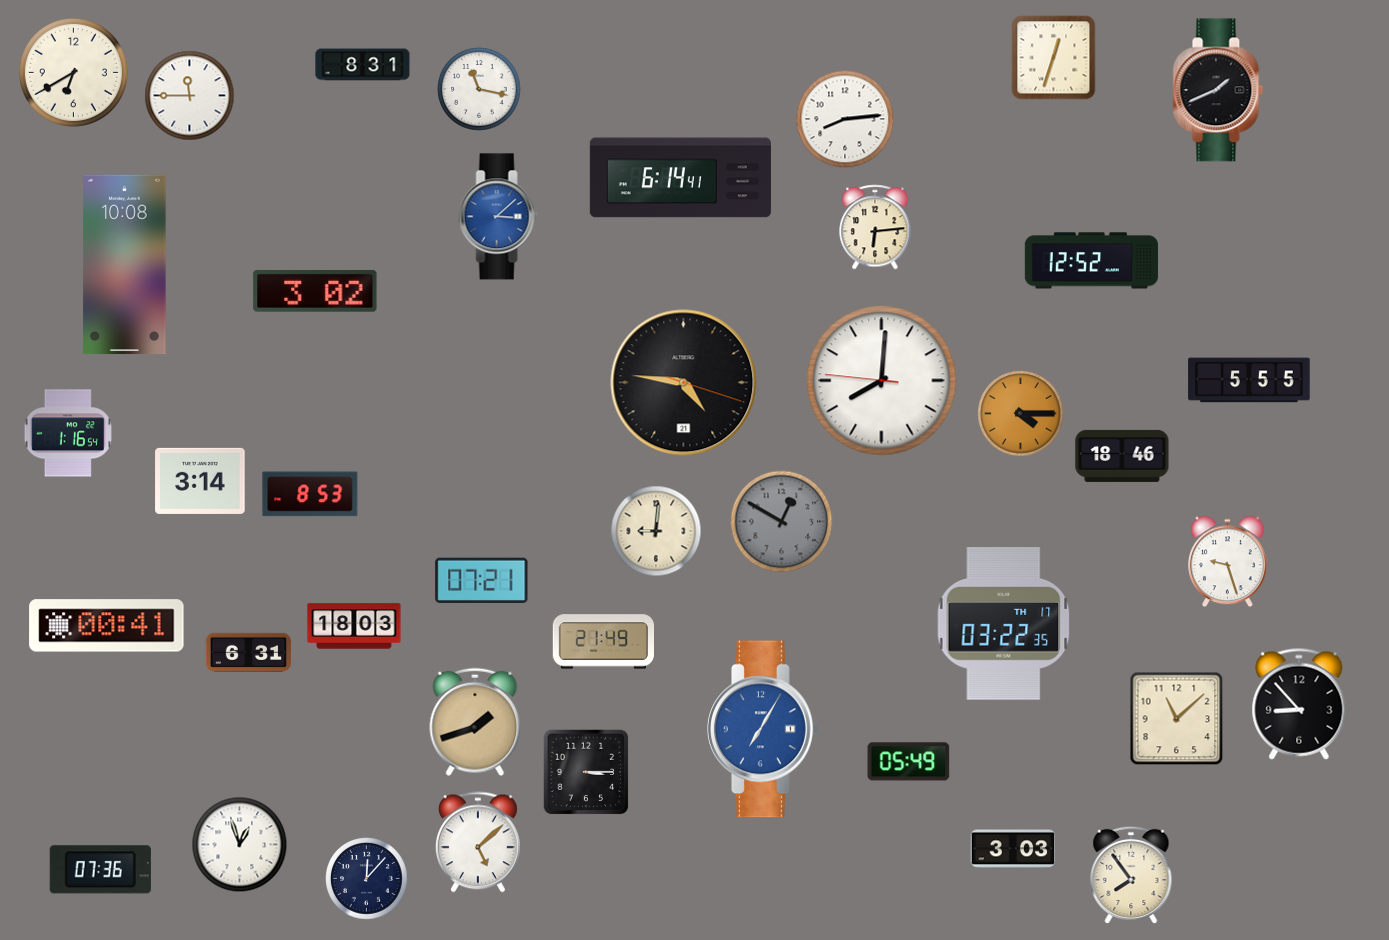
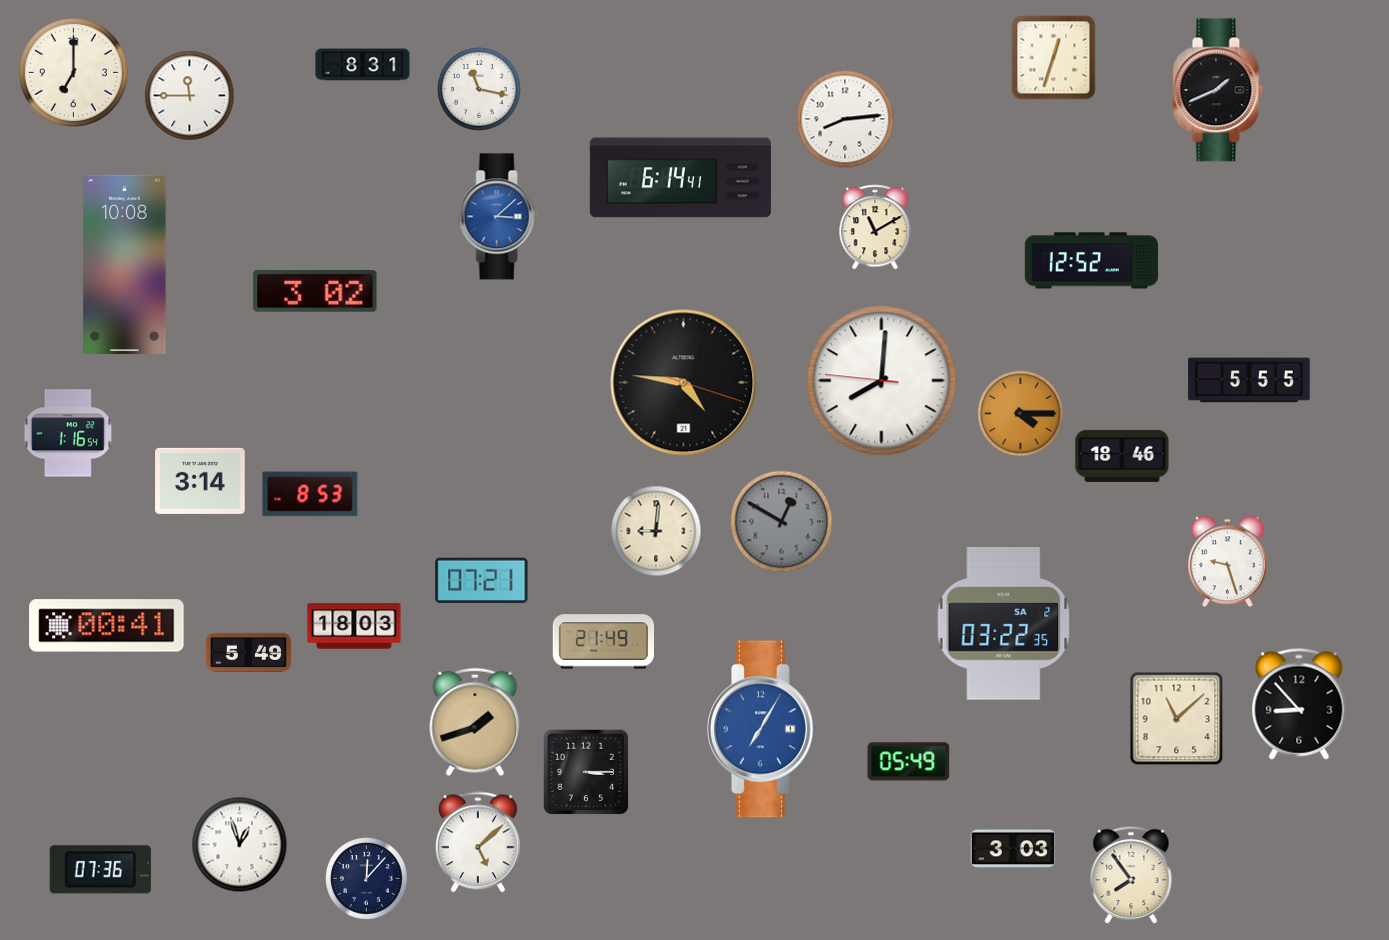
clock at (73, 72): 6:40 -> 7:00
clock at (875, 227): 6:14 -> 11:10
clock at (1004, 624) date: TH 17 -> SA 2
clock at (249, 652): 6:31 -> 5:49
